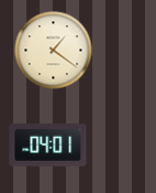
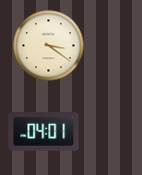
clock at (54, 51): 1:21 -> 3:21
